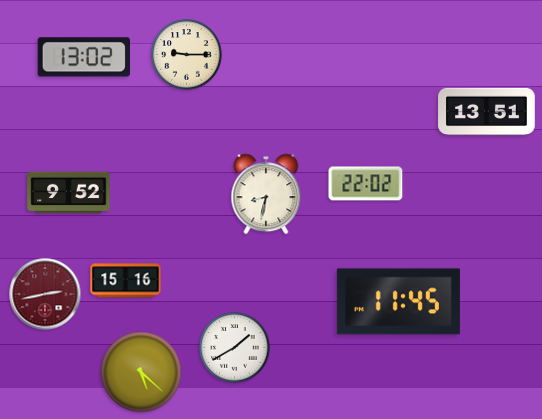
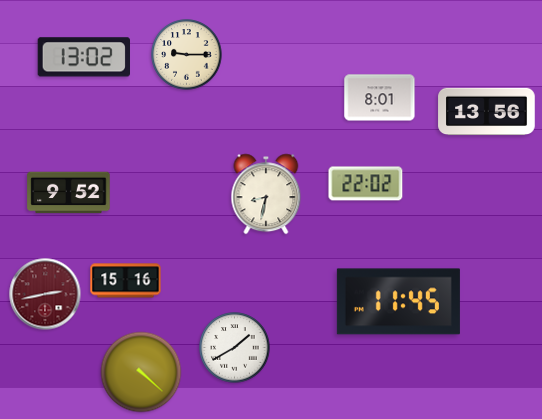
clock at (380, 98): none -> 8:01
clock at (487, 112): 13:51 -> 13:56
clock at (141, 372): 5:22 -> 4:22
